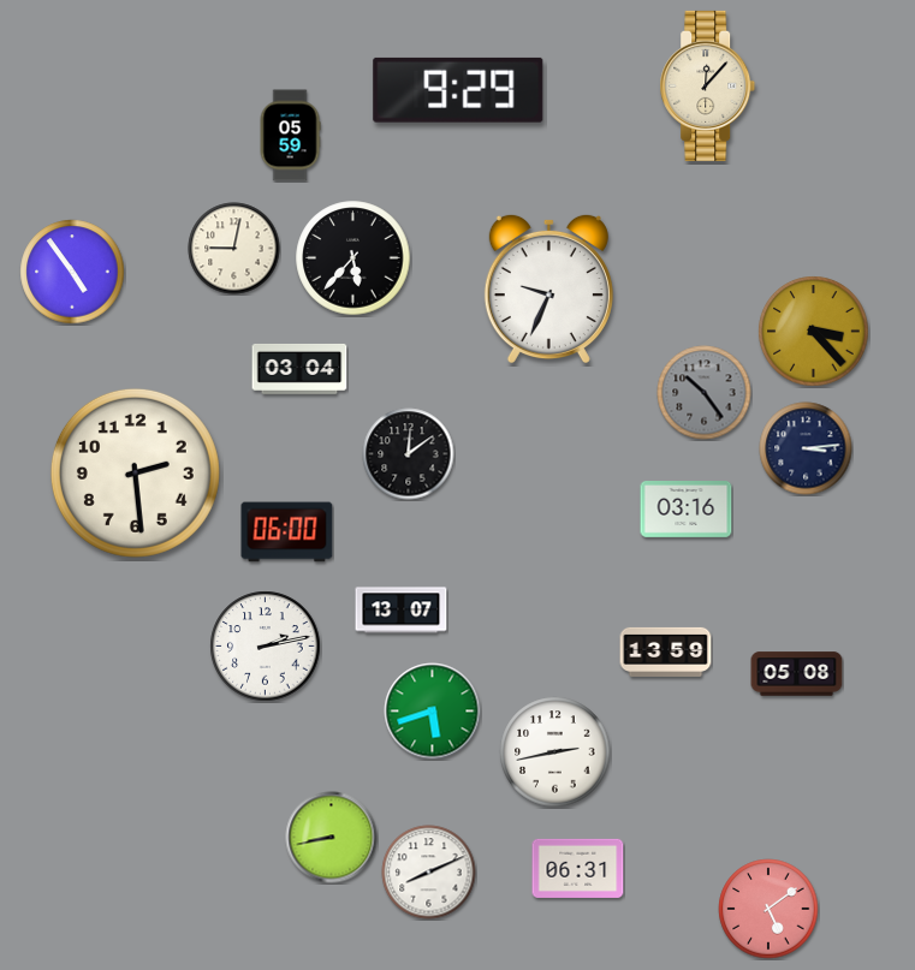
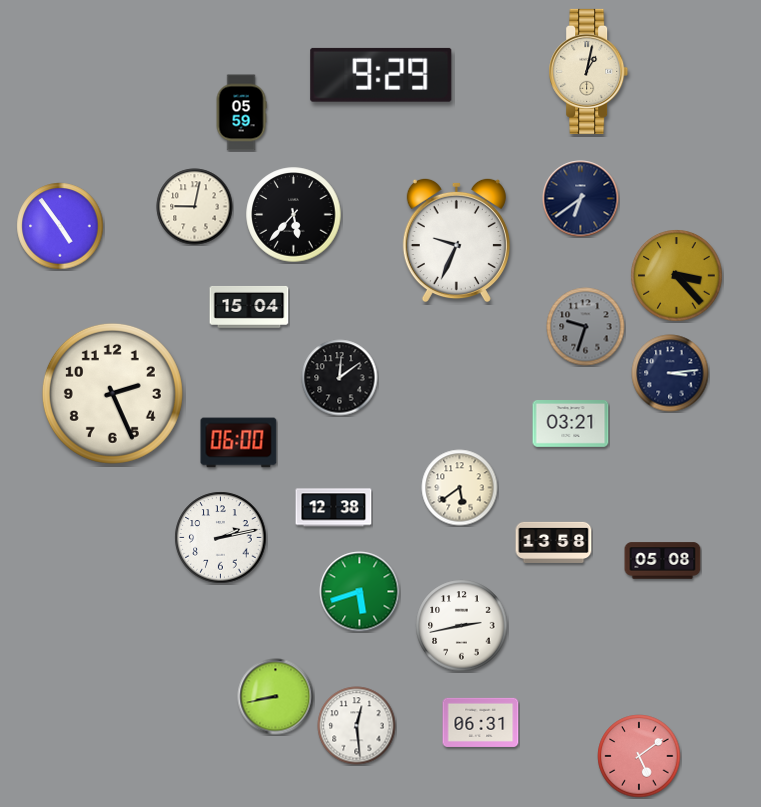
clock at (708, 85): 12:07 -> 1:02
clock at (581, 199): none -> 6:39
clock at (299, 369): 03:04 -> 15:04
clock at (705, 393): 10:24 -> 9:33
clock at (135, 472): 2:29 -> 2:26
clock at (687, 510): 03:16 -> 03:21
clock at (460, 488): none -> 5:39
clock at (402, 611): 13:07 -> 12:38
clock at (666, 651): 13:59 -> 13:58
clock at (429, 873): 8:11 -> 12:29
